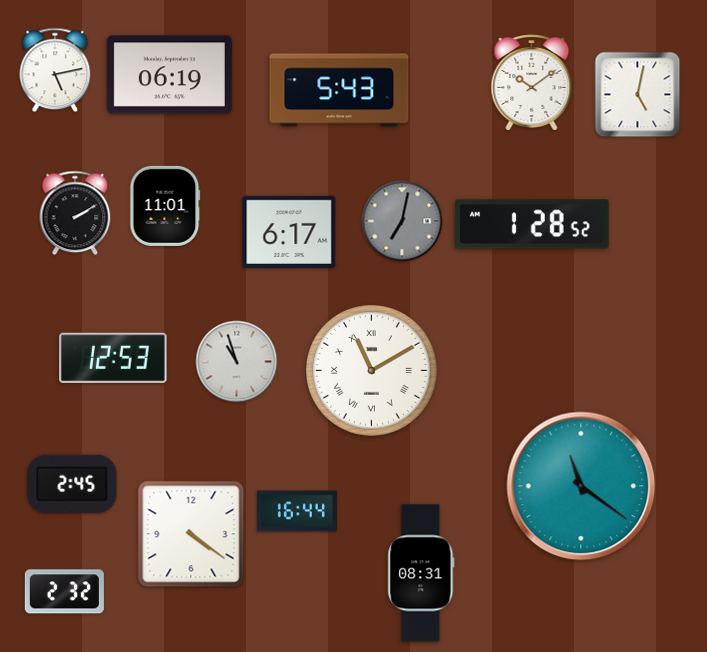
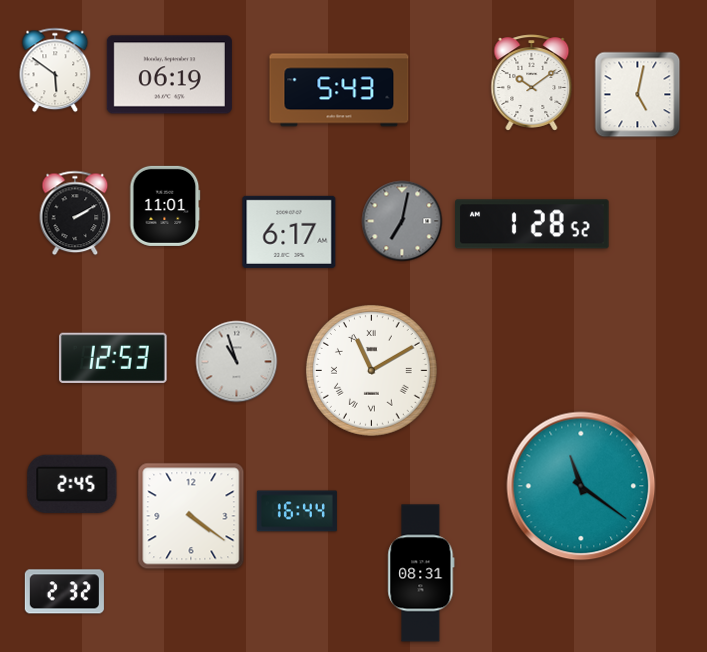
clock at (55, 70): 5:13 -> 5:51
clock at (191, 534) position: (191, 534) -> (191, 516)
